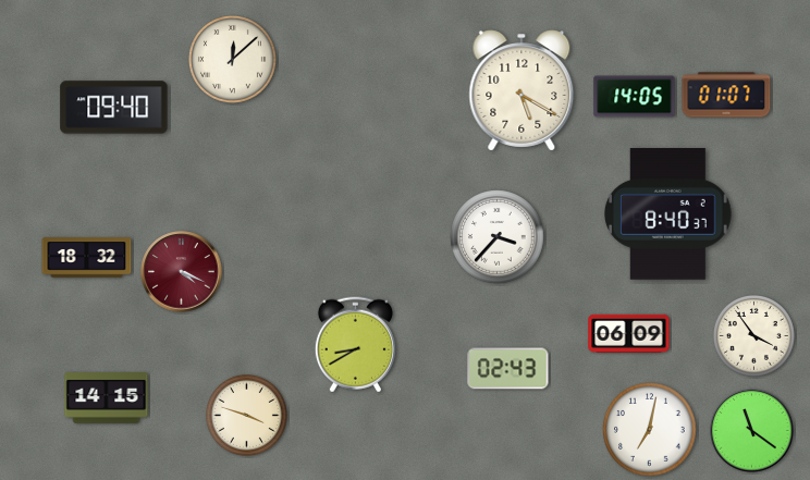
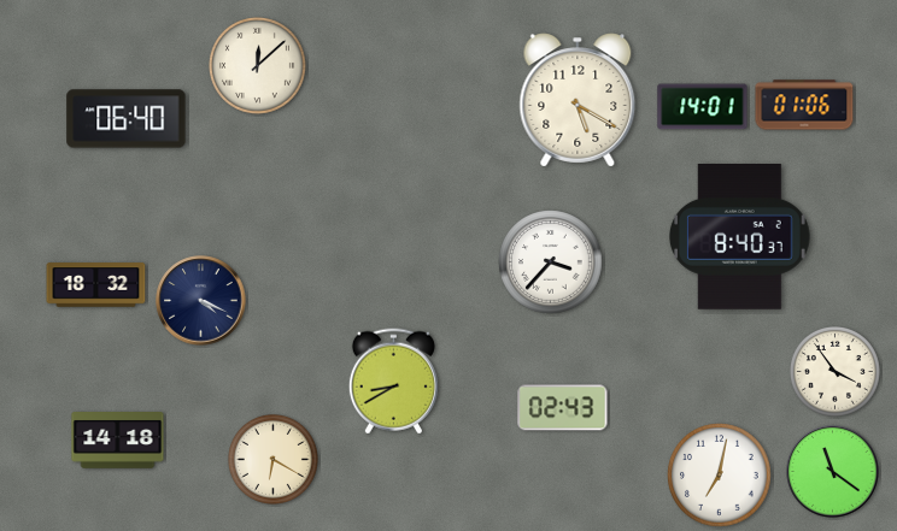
clock at (726, 95): 01:07 -> 01:06
clock at (635, 97): 14:05 -> 14:01
clock at (114, 108): 09:40 -> 06:40
clock at (182, 272) dial: burgundy -> navy
clock at (629, 333): 06:09 -> none
clock at (107, 398): 14:15 -> 14:18
clock at (246, 415): 3:48 -> 6:20
clock at (752, 431) position: (752, 431) -> (833, 472)
